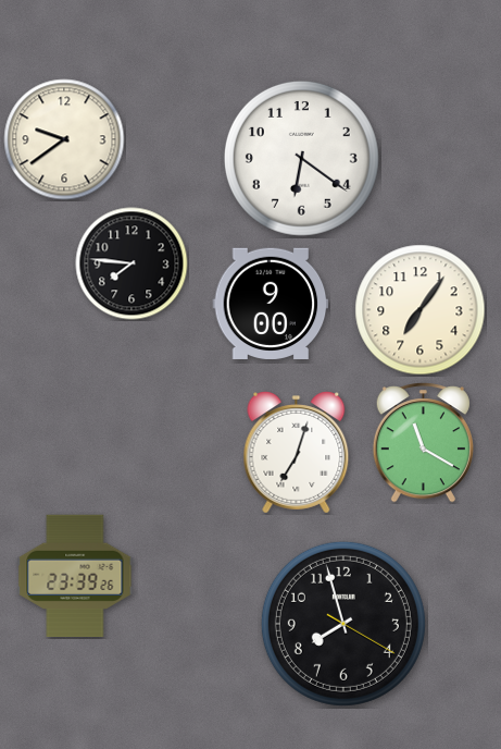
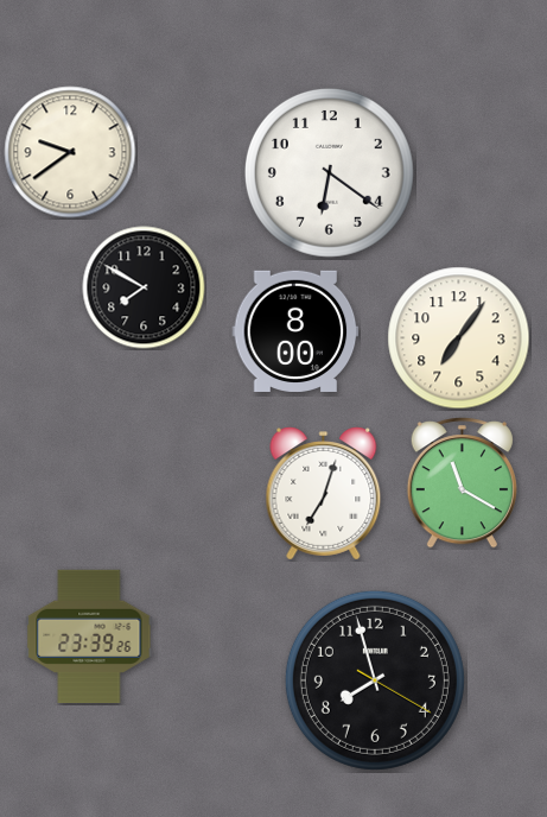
clock at (131, 263): 7:46 -> 7:50
clock at (271, 304): 9:00 -> 8:00
clock at (75, 575) position: (75, 575) -> (89, 635)
